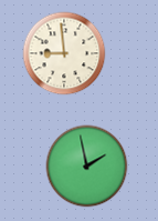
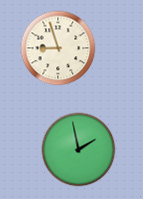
clock at (64, 53): 8:59 -> 8:57
